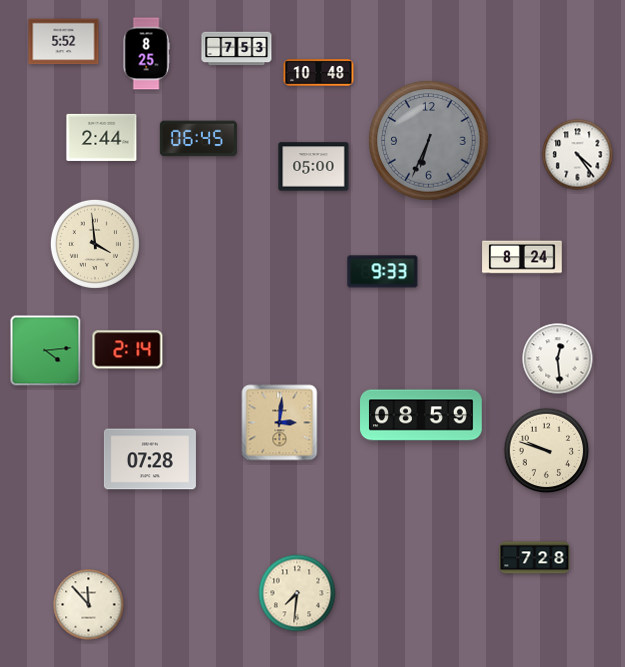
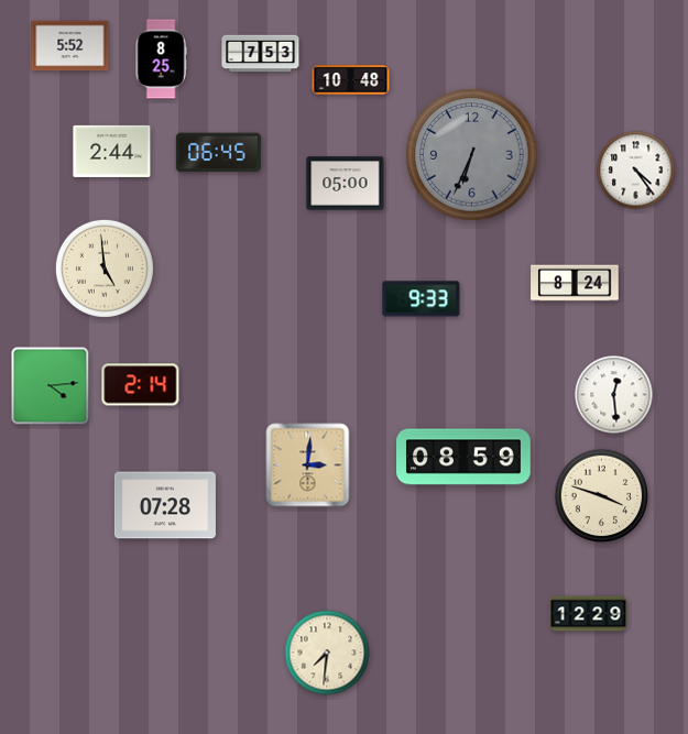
clock at (95, 244): 3:59 -> 4:59
clock at (547, 451): 9:48 -> 3:48
clock at (535, 558): 7:28 -> 12:29
clock at (89, 605): 11:53 -> none
